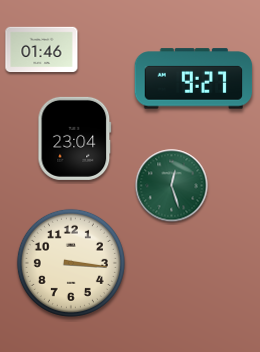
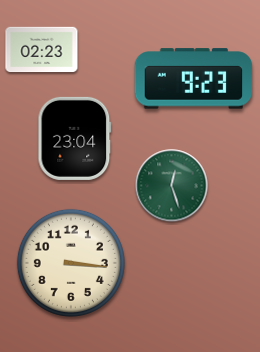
clock at (42, 50): 01:46 -> 02:23
clock at (194, 79): 9:27 -> 9:23
